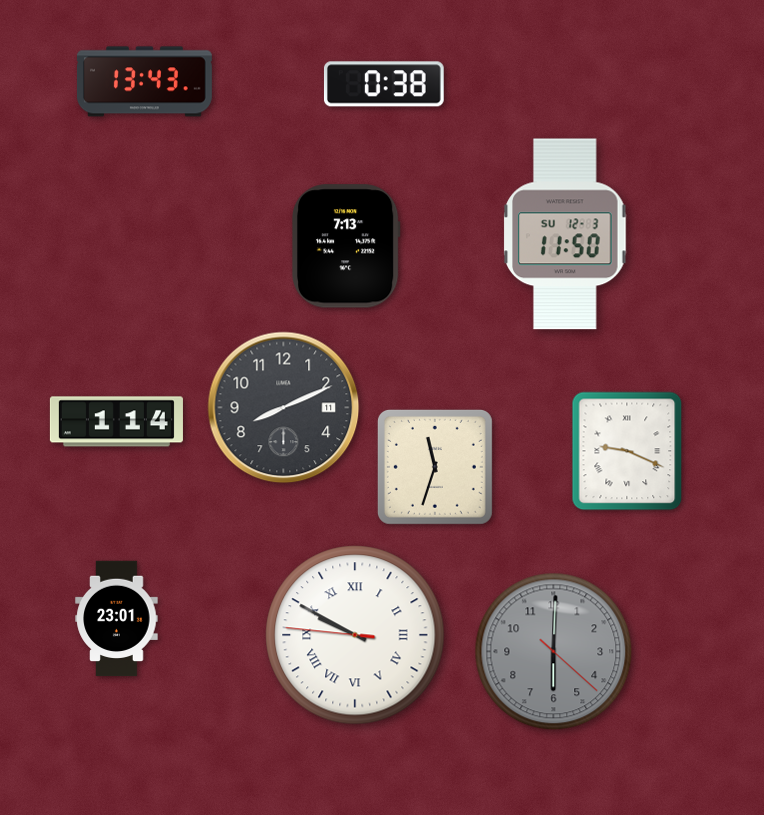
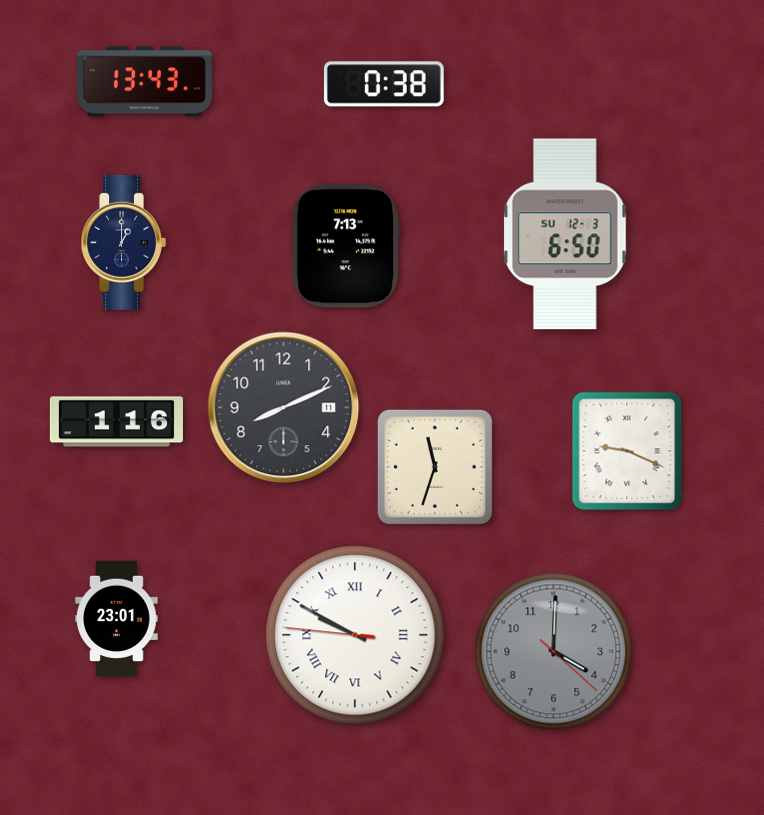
clock at (565, 234): 11:50 -> 6:50
clock at (123, 242): none -> 1:00
clock at (116, 422): 1:14 -> 1:16
clock at (554, 652): 6:00 -> 4:00
